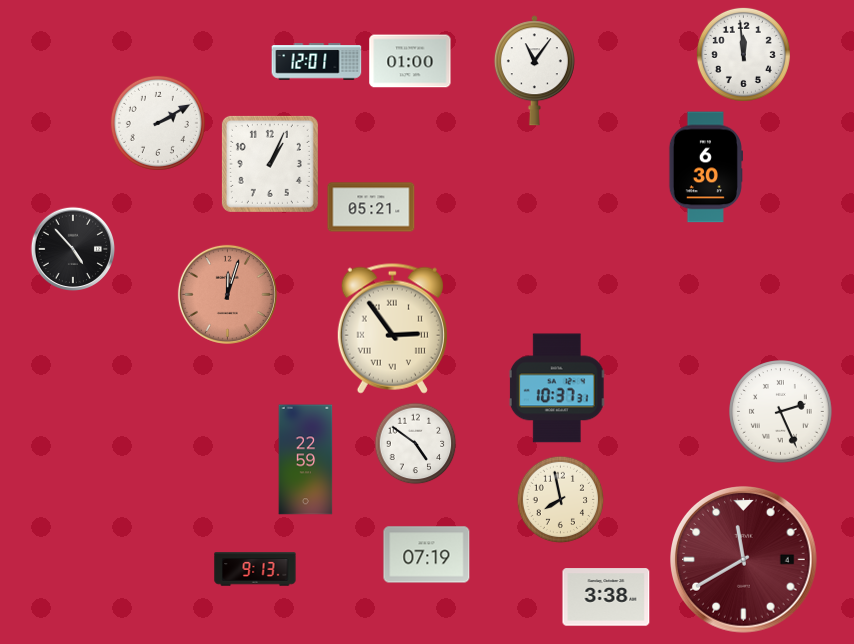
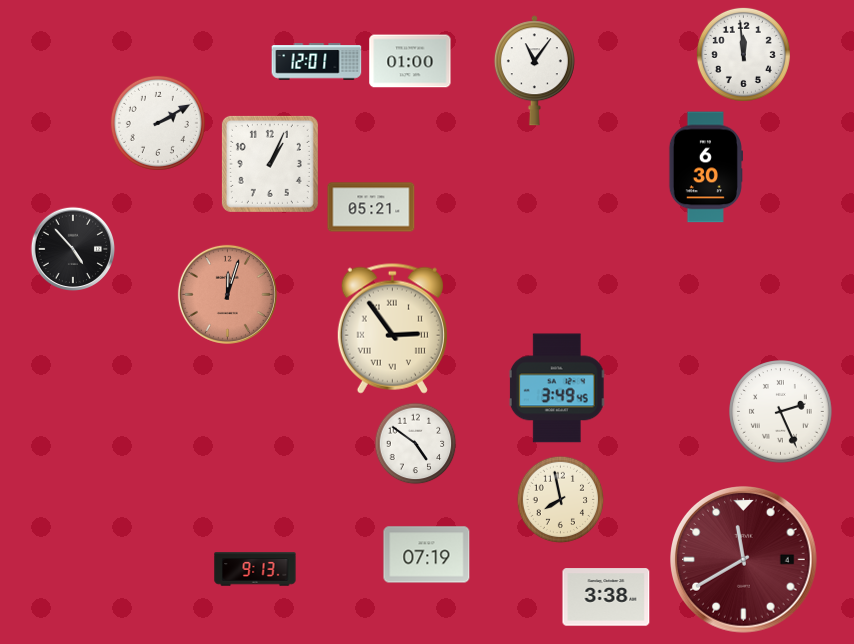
clock at (557, 388): 10:37 -> 3:49
clock at (306, 460): 22:59 -> none
